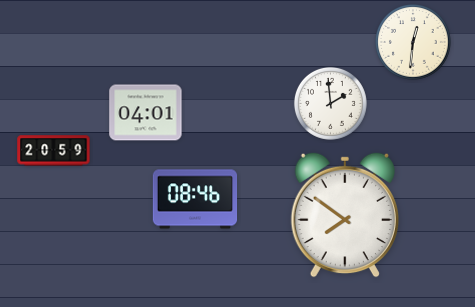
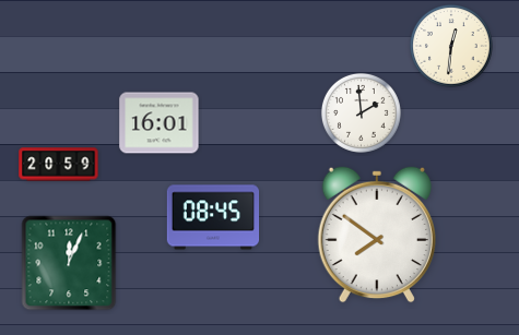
clock at (146, 113): 04:01 -> 16:01
clock at (195, 199): 08:46 -> 08:45
clock at (69, 263): none -> 12:04
